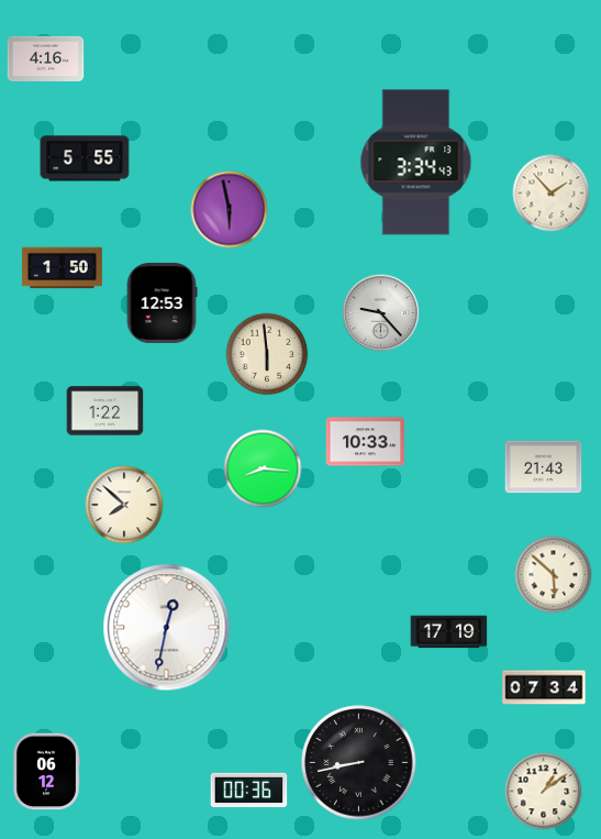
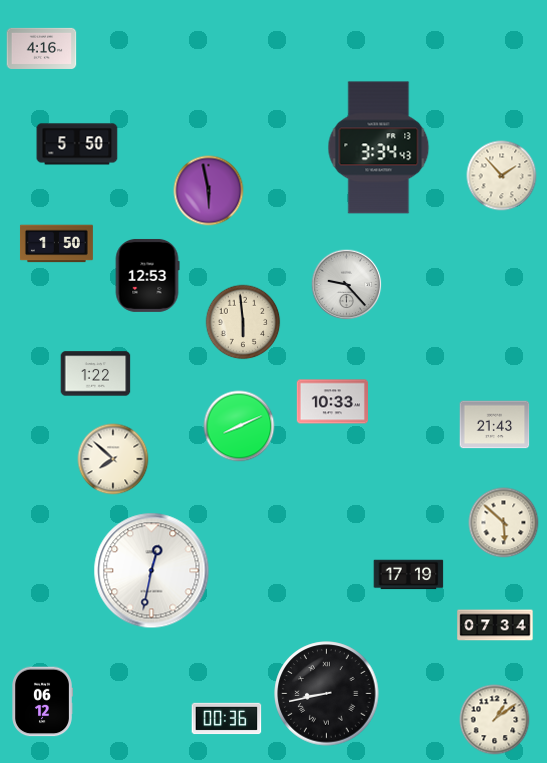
clock at (46, 58) position: (46, 58) -> (42, 48)
clock at (85, 158): 5:55 -> 5:50
clock at (263, 468): 8:16 -> 8:11
